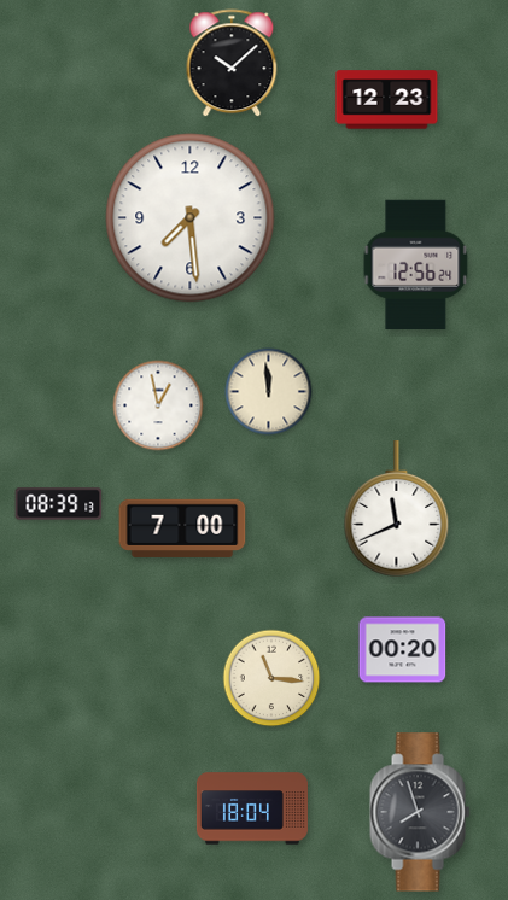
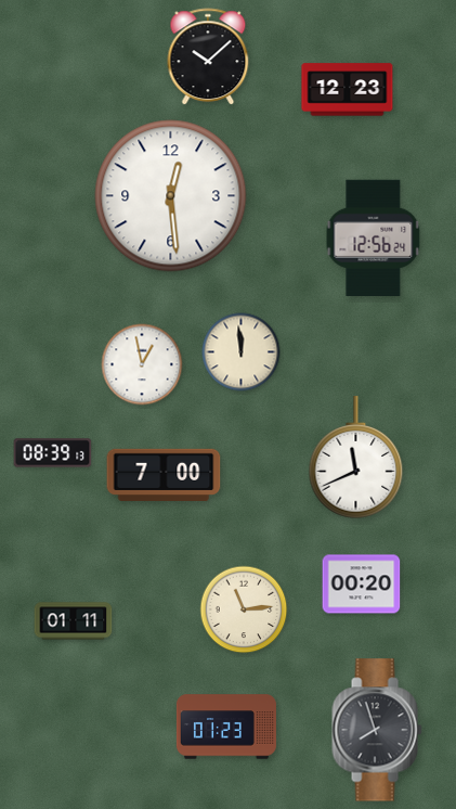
clock at (191, 218): 7:29 -> 12:29
clock at (271, 678): 11:16 -> 11:14
clock at (74, 621): none -> 01:11
clock at (252, 808): 18:04 -> 01:23
